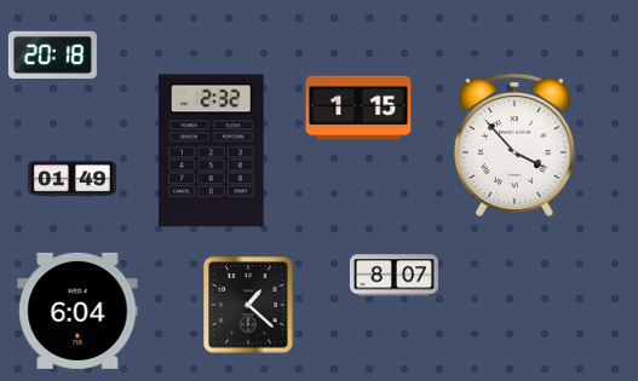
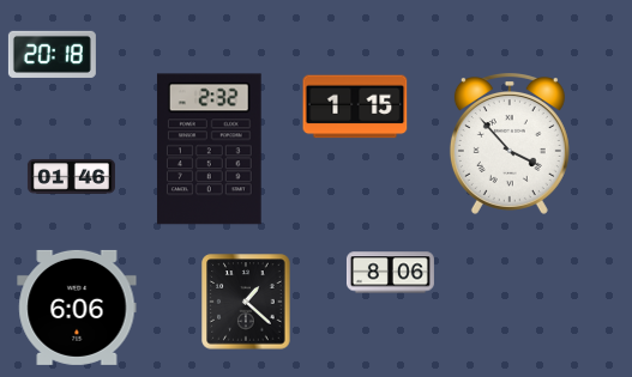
clock at (71, 178): 01:49 -> 01:46
clock at (393, 276): 8:07 -> 8:06
clock at (77, 311): 6:04 -> 6:06
